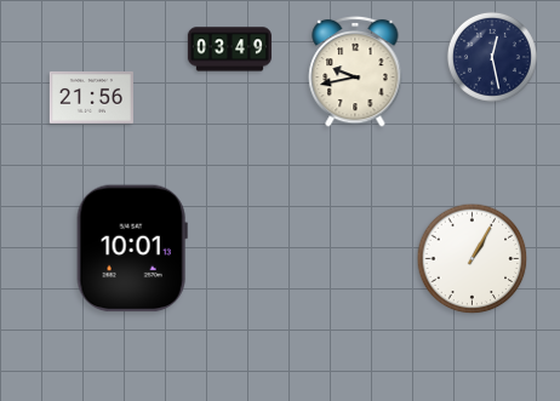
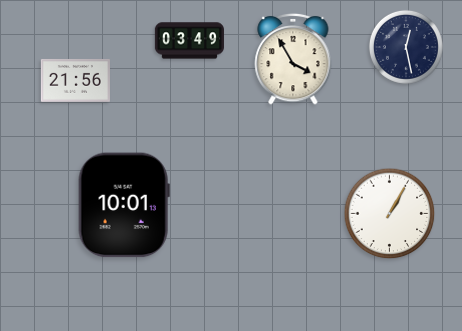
clock at (355, 71): 9:43 -> 3:55
clock at (132, 248) position: (132, 248) -> (124, 205)
